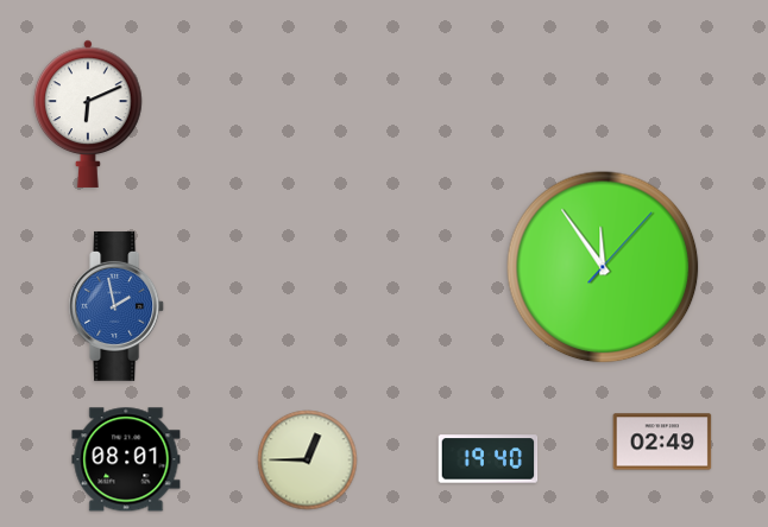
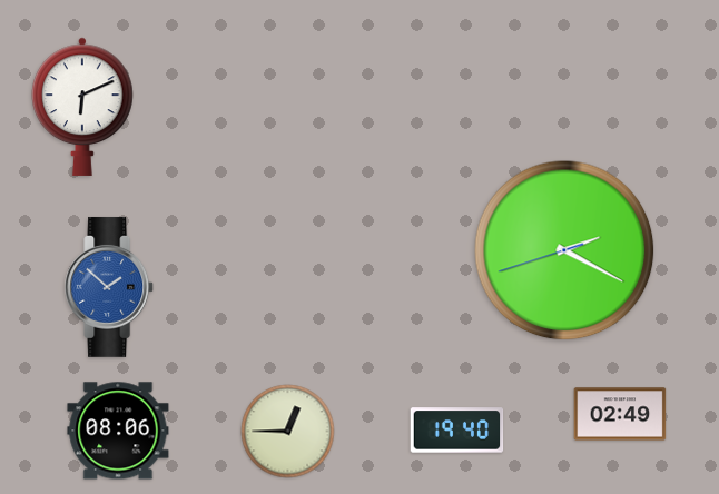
clock at (603, 267): 11:54 -> 2:19
clock at (118, 306): 1:58 -> 1:52
clock at (126, 459): 08:01 -> 08:06
